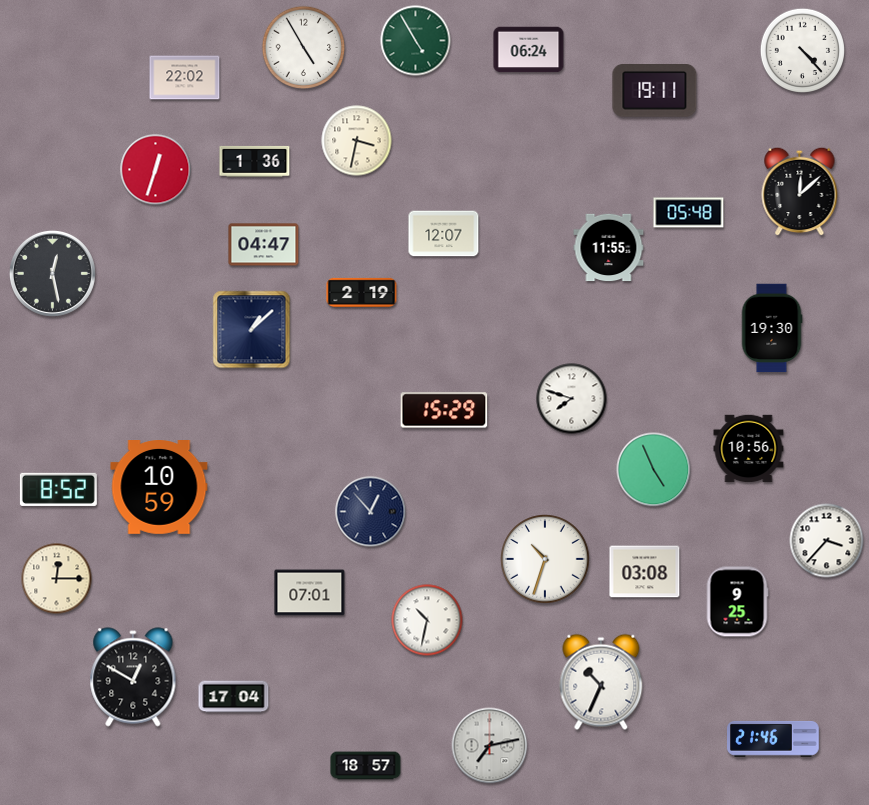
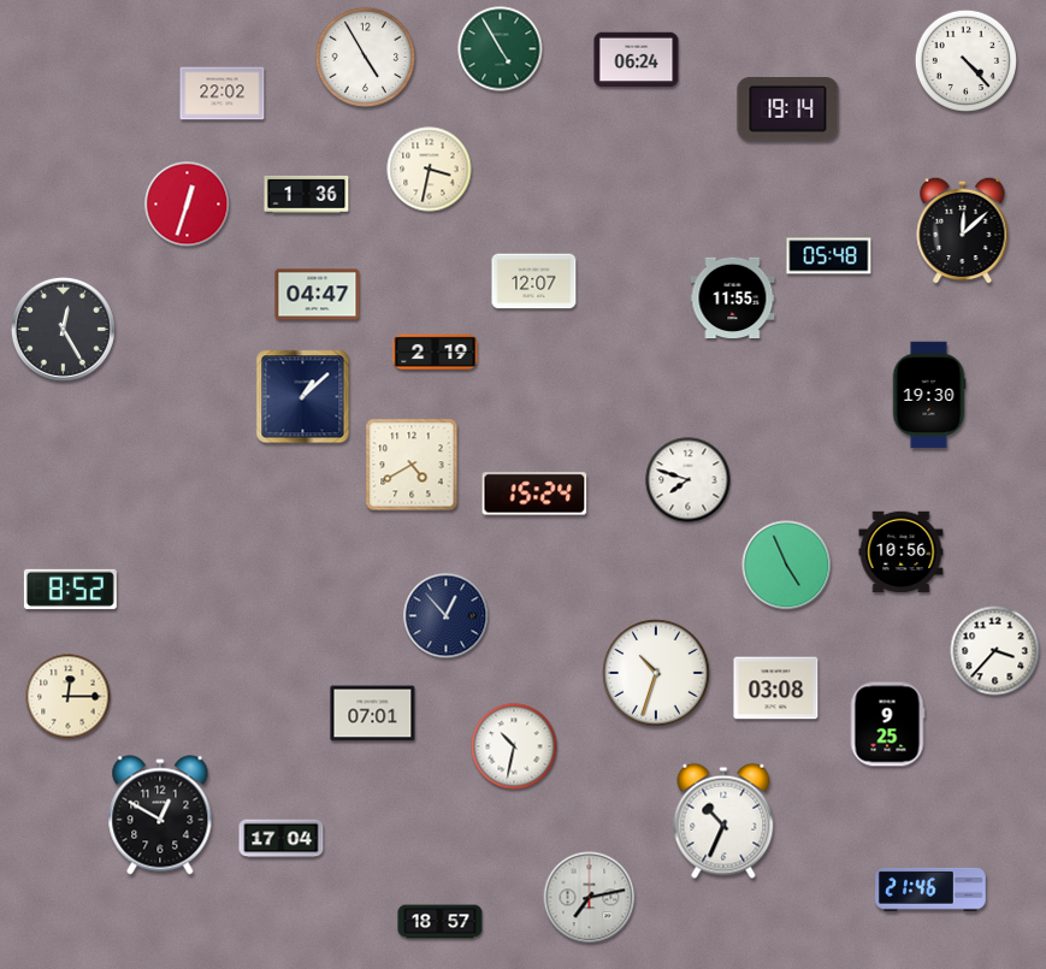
clock at (655, 91): 19:11 -> 19:14
clock at (52, 273): 12:28 -> 12:25
clock at (412, 465): none -> 4:40
clock at (444, 410): 15:29 -> 15:24
clock at (749, 449) position: (749, 449) -> (902, 553)
clock at (159, 488): 10:59 -> none
